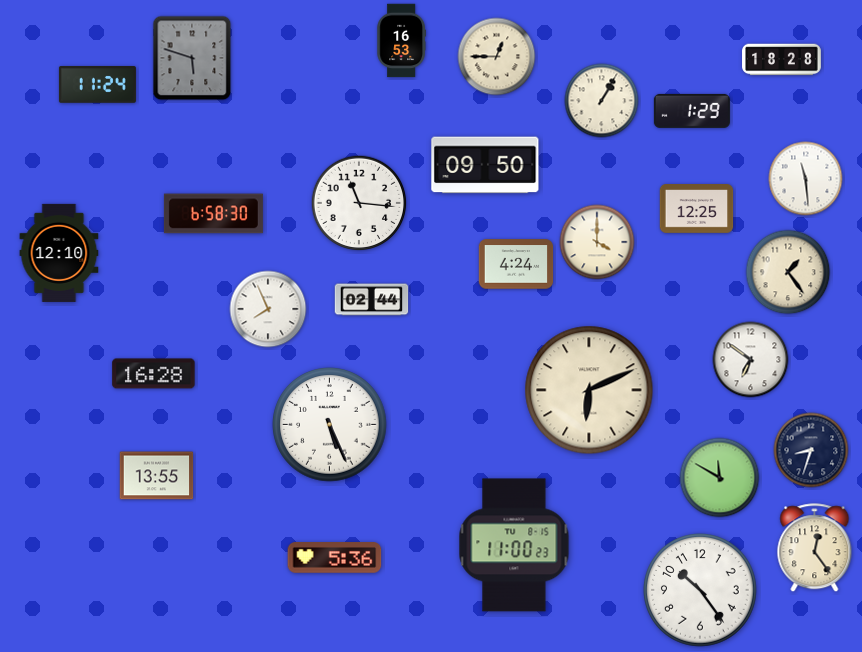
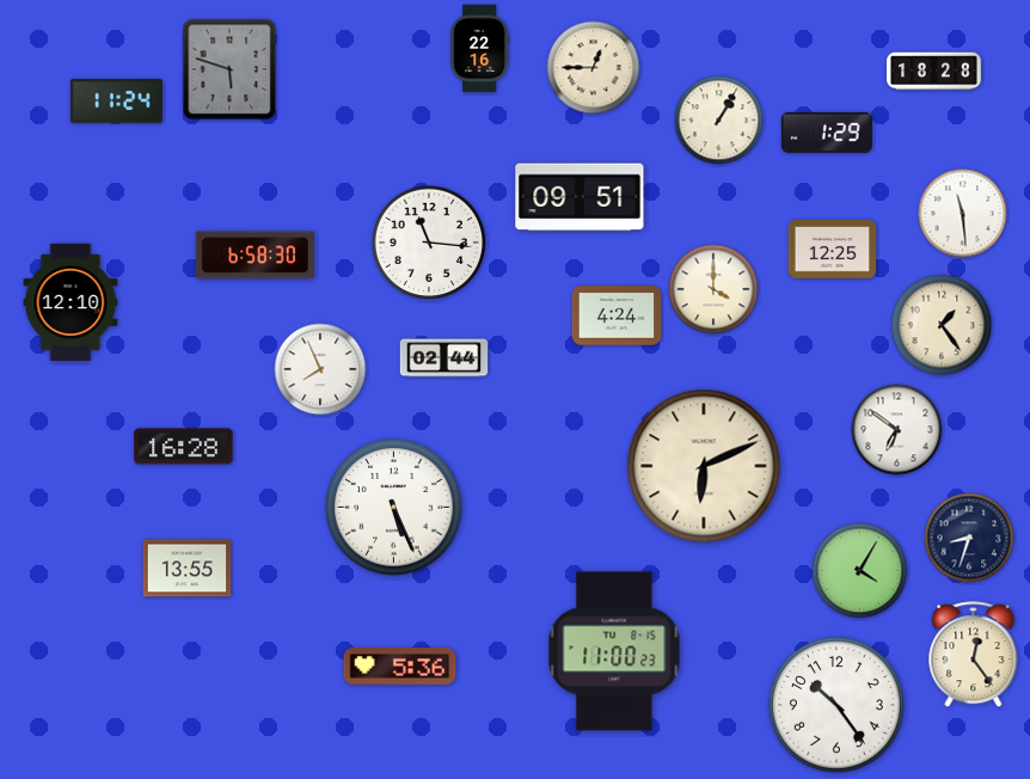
clock at (401, 41): 16:53 -> 22:16
clock at (485, 165): 09:50 -> 09:51
clock at (720, 478): 11:50 -> 4:05
